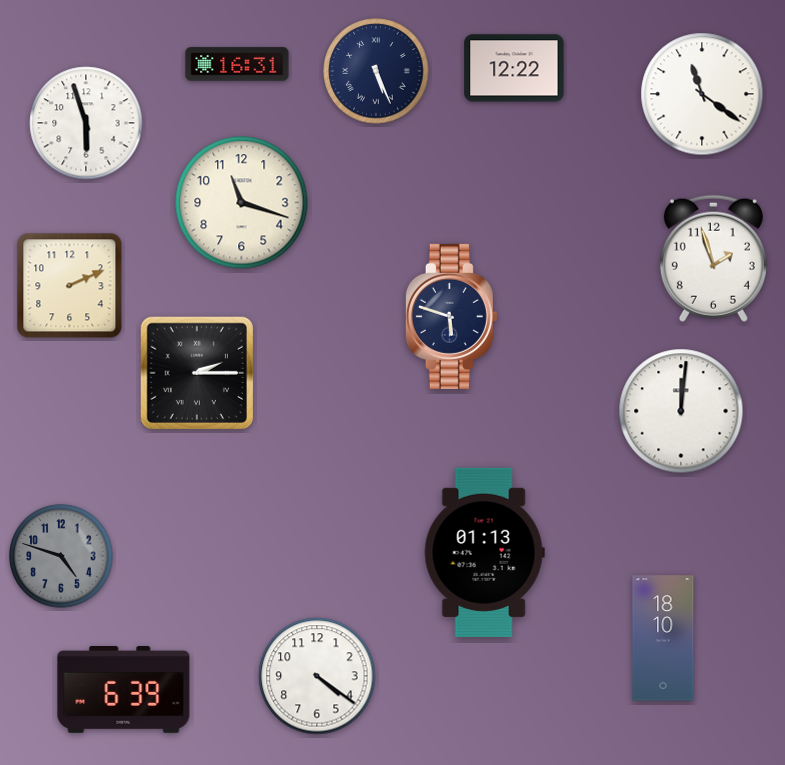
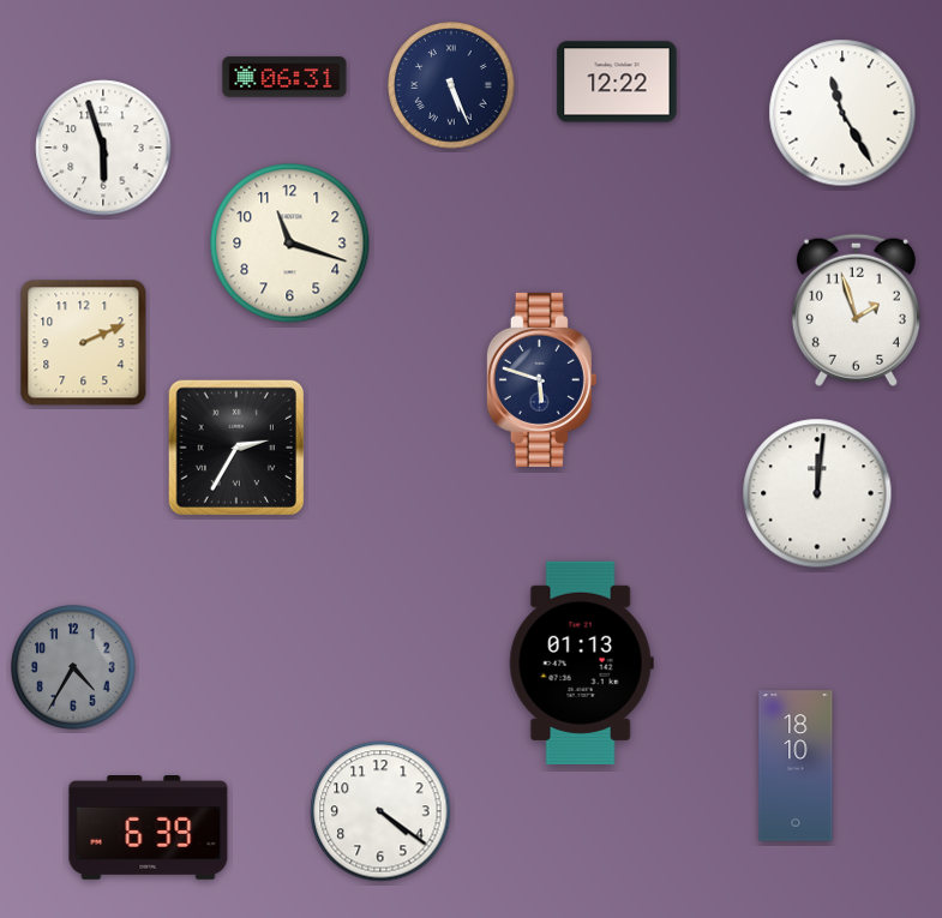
clock at (237, 64): 16:31 -> 06:31
clock at (702, 94): 11:21 -> 11:25
clock at (196, 372): 2:15 -> 2:35
clock at (61, 556): 4:48 -> 4:35
